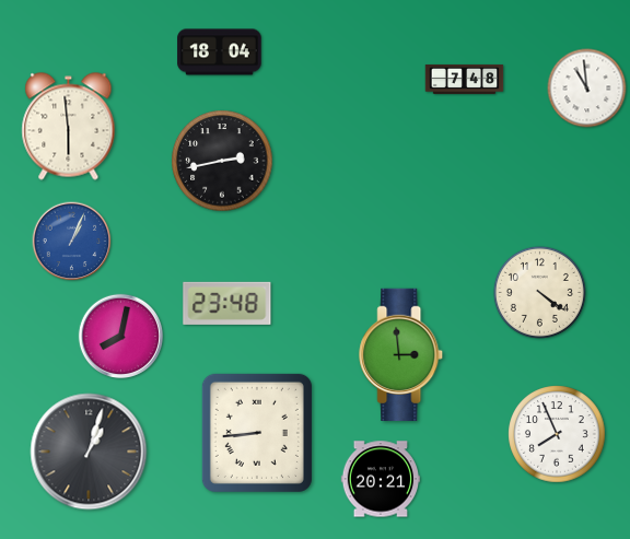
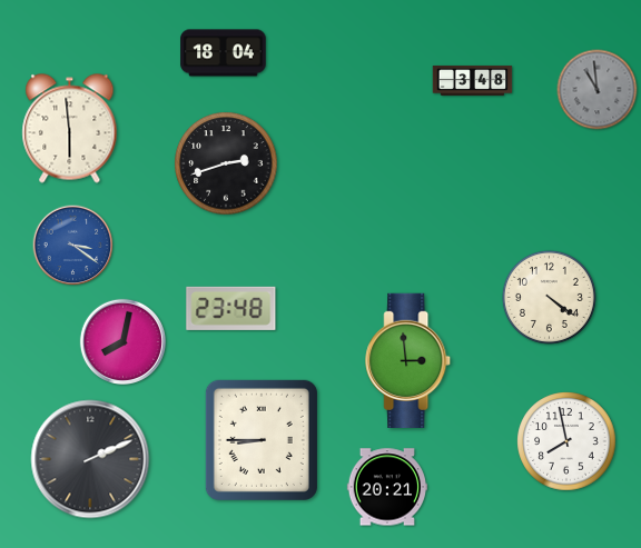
clock at (465, 79): 7:48 -> 3:48
clock at (587, 89) dial: white -> grey
clock at (222, 161): 2:43 -> 2:42
clock at (72, 242): 1:04 -> 3:21
clock at (257, 433): 8:44 -> 8:45
clock at (557, 434): 7:56 -> 7:58
clock at (89, 452): 1:03 -> 2:11
